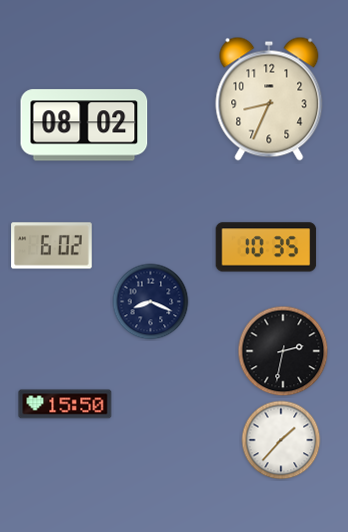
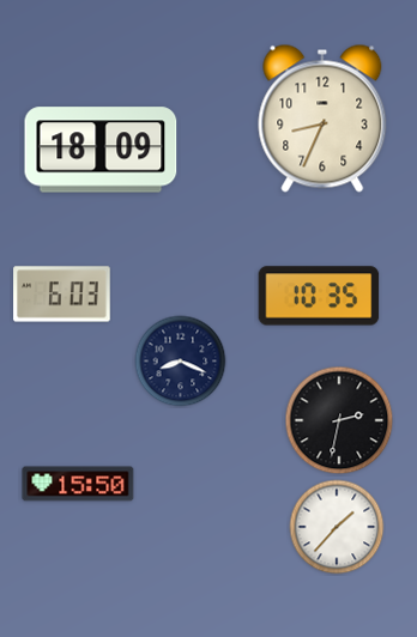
clock at (84, 125): 08:02 -> 18:09
clock at (52, 246): 6:02 -> 6:03
